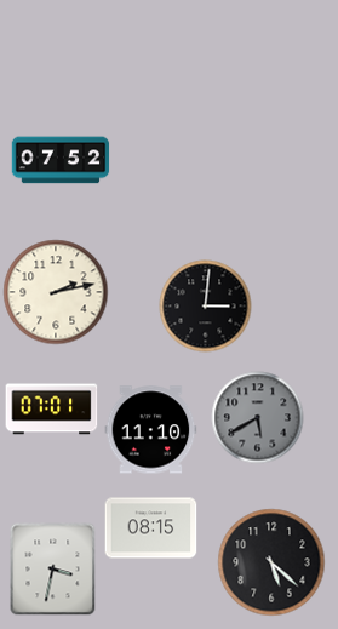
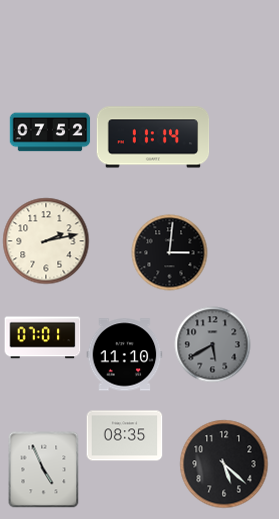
clock at (153, 137): none -> 11:14
clock at (151, 528): 08:15 -> 08:35
clock at (53, 570): 3:32 -> 4:56
